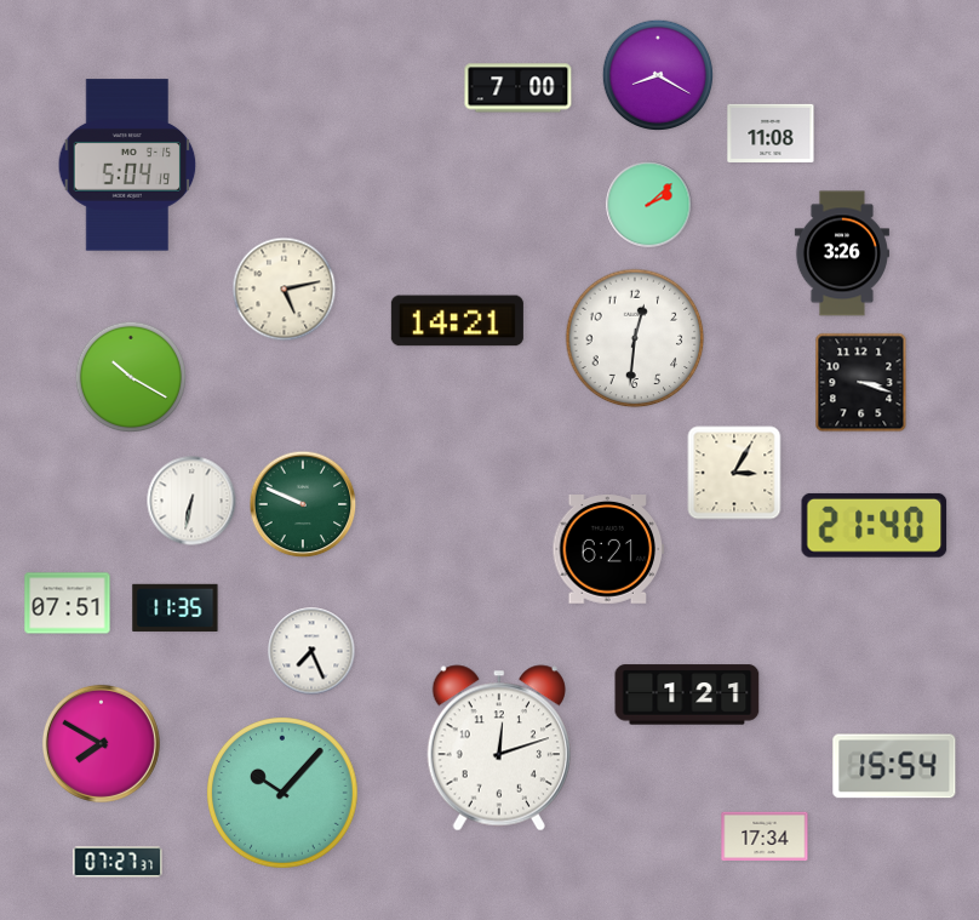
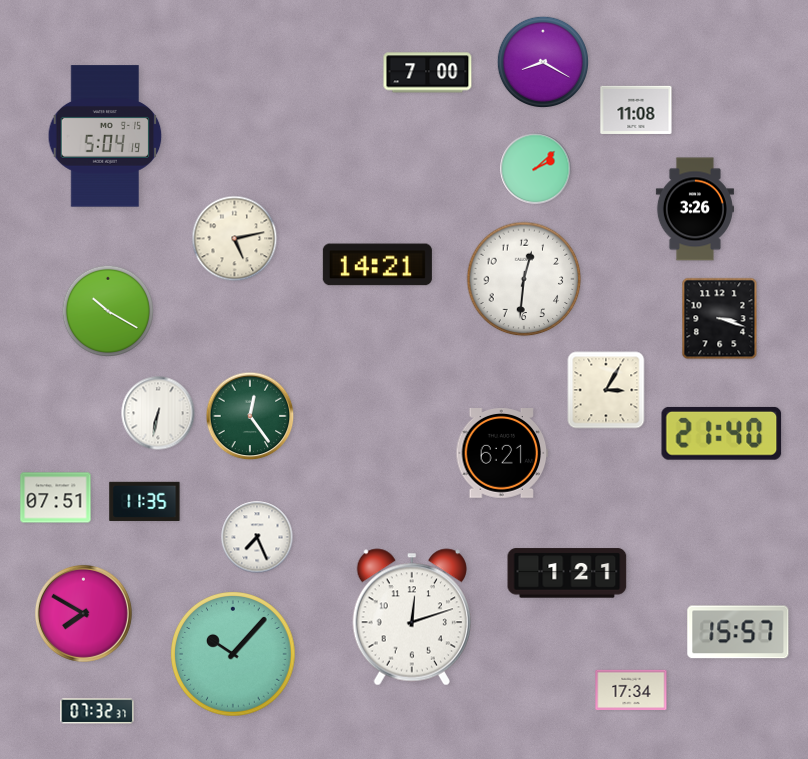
clock at (861, 383) position: (861, 383) -> (720, 319)
clock at (303, 504): 9:49 -> 12:24
clock at (894, 766): 15:54 -> 15:57
clock at (118, 862): 07:27 -> 07:32
